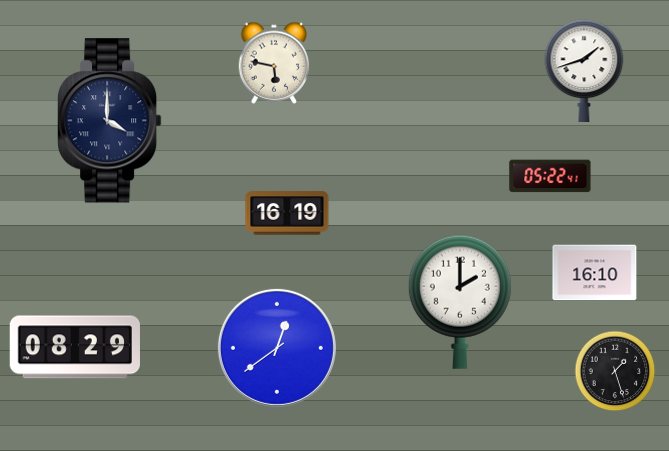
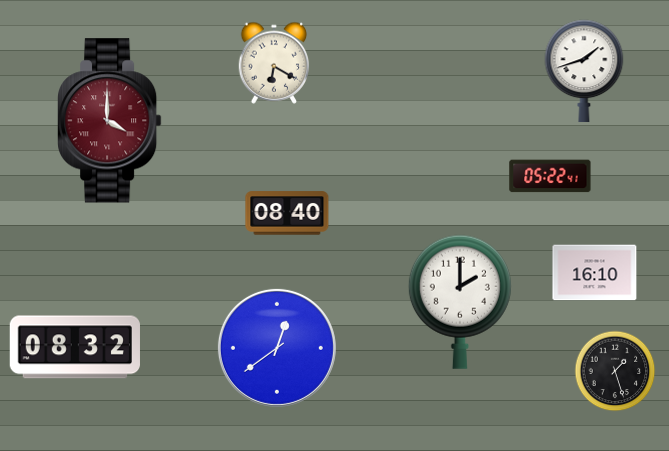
clock at (274, 63): 5:47 -> 6:20
clock at (110, 121) dial: navy -> burgundy
clock at (287, 213): 16:19 -> 08:40
clock at (75, 347): 08:29 -> 08:32
